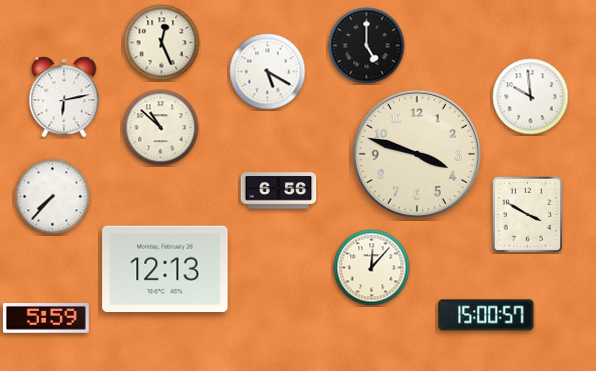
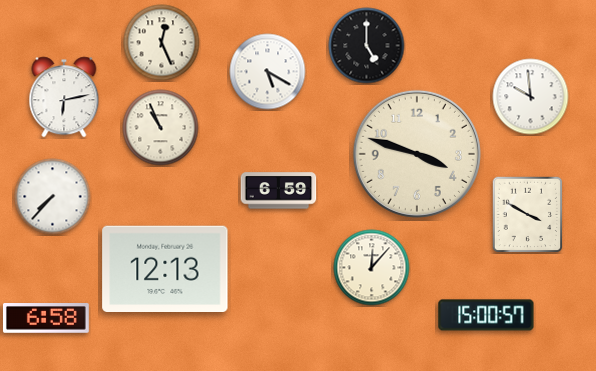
clock at (161, 128): 10:52 -> 10:56
clock at (279, 191): 6:56 -> 6:59
clock at (46, 319): 5:59 -> 6:58
